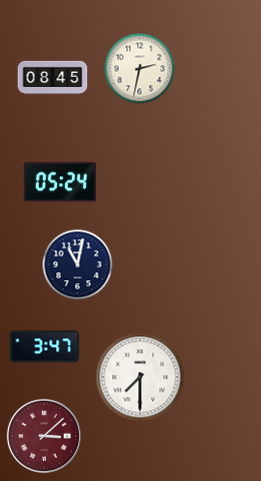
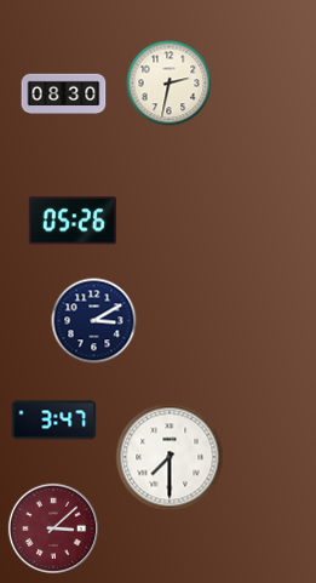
clock at (53, 78): 08:45 -> 08:30
clock at (60, 182): 05:24 -> 05:26
clock at (78, 265): 11:02 -> 3:10
